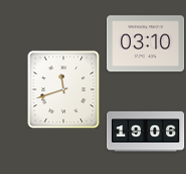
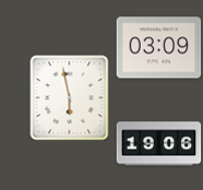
clock at (145, 44): 03:10 -> 03:09
clock at (64, 89): 11:42 -> 5:58
